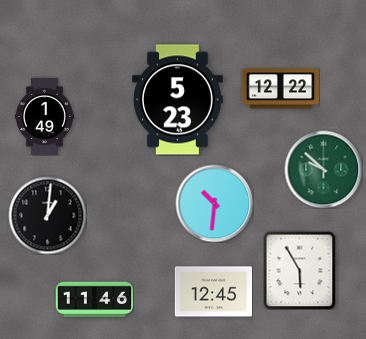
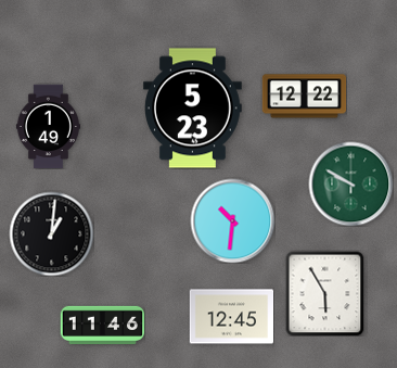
clock at (323, 169): 9:52 -> 9:50
